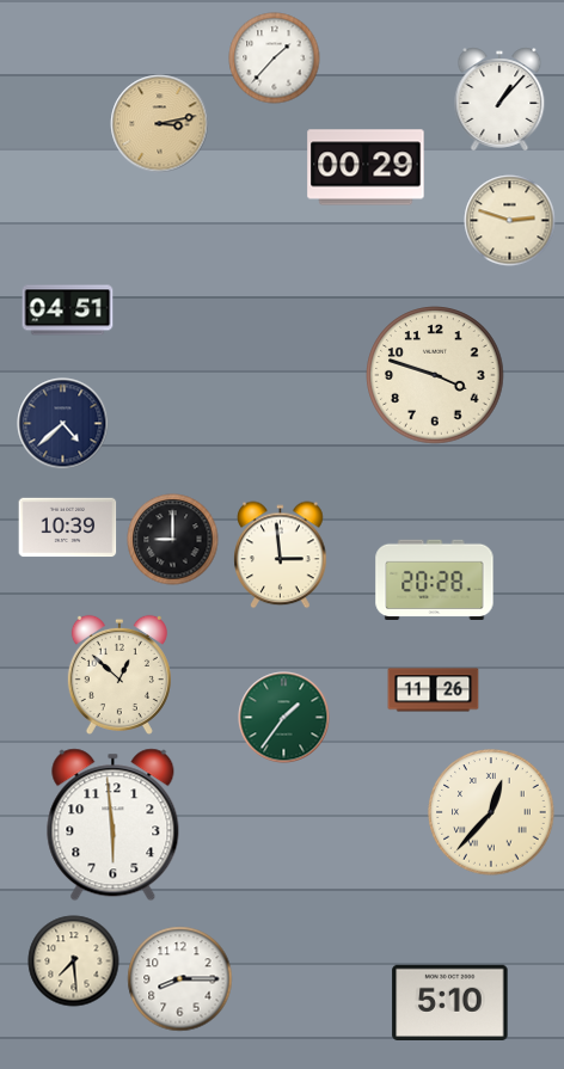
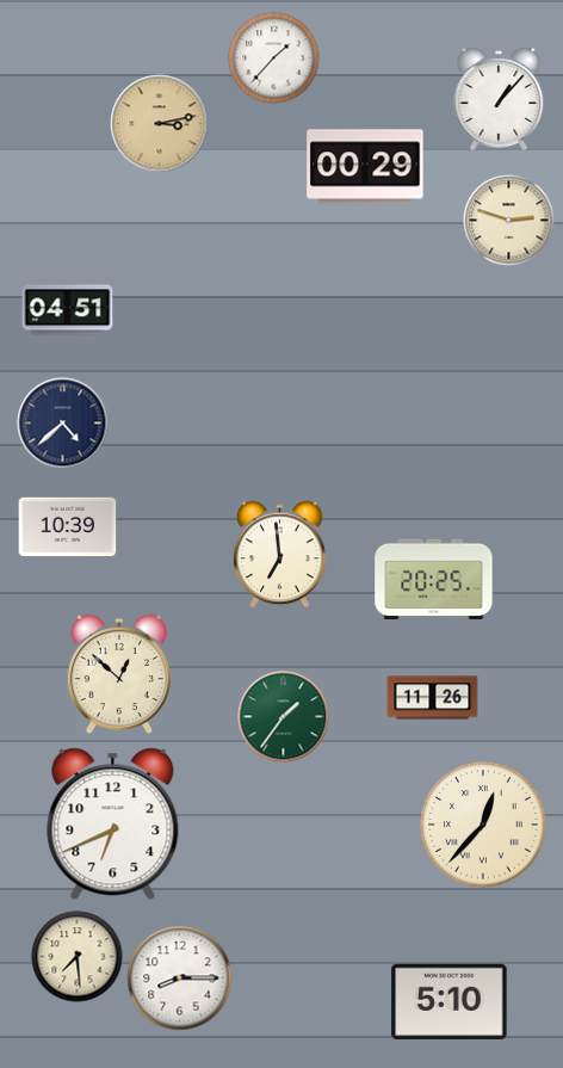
clock at (435, 375): 3:48 -> none
clock at (173, 540): 9:00 -> none
clock at (281, 555): 2:59 -> 6:59
clock at (435, 579): 20:28 -> 20:25
clock at (434, 690) position: (434, 690) -> (433, 698)
clock at (491, 812) position: (491, 812) -> (483, 825)
clock at (114, 825): 5:59 -> 6:41
clock at (74, 962) position: (74, 962) -> (78, 957)
